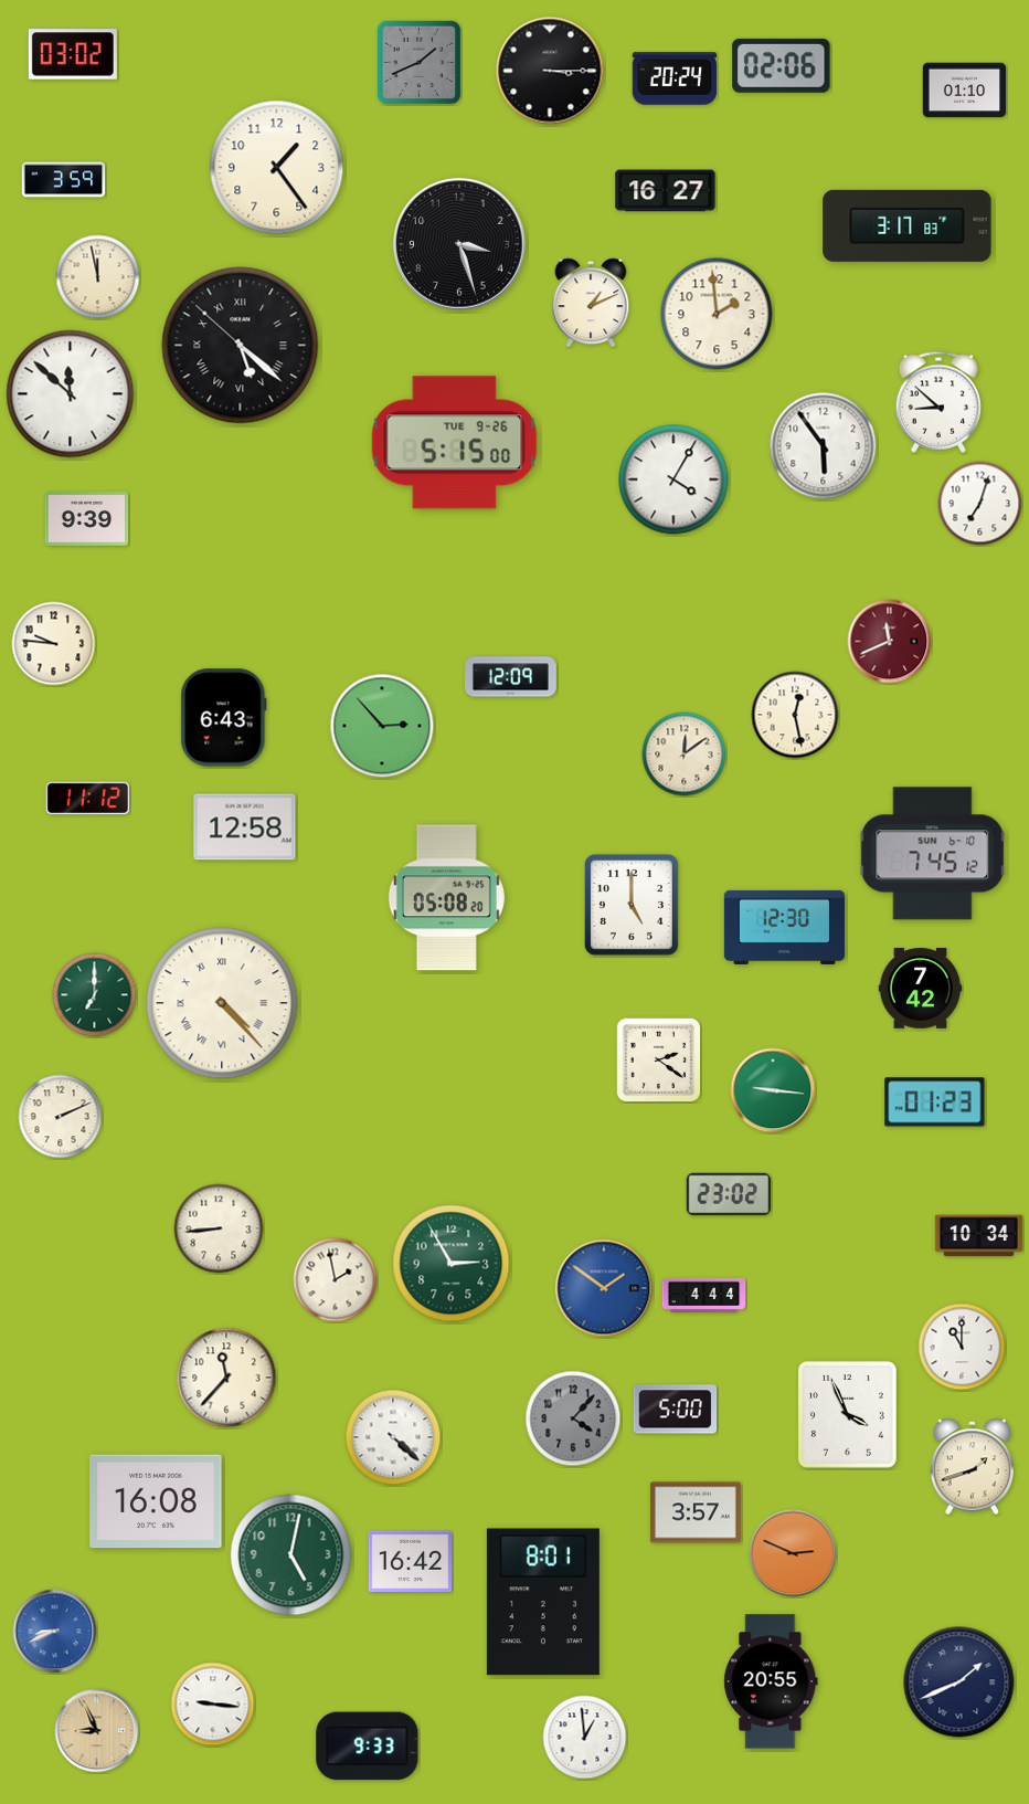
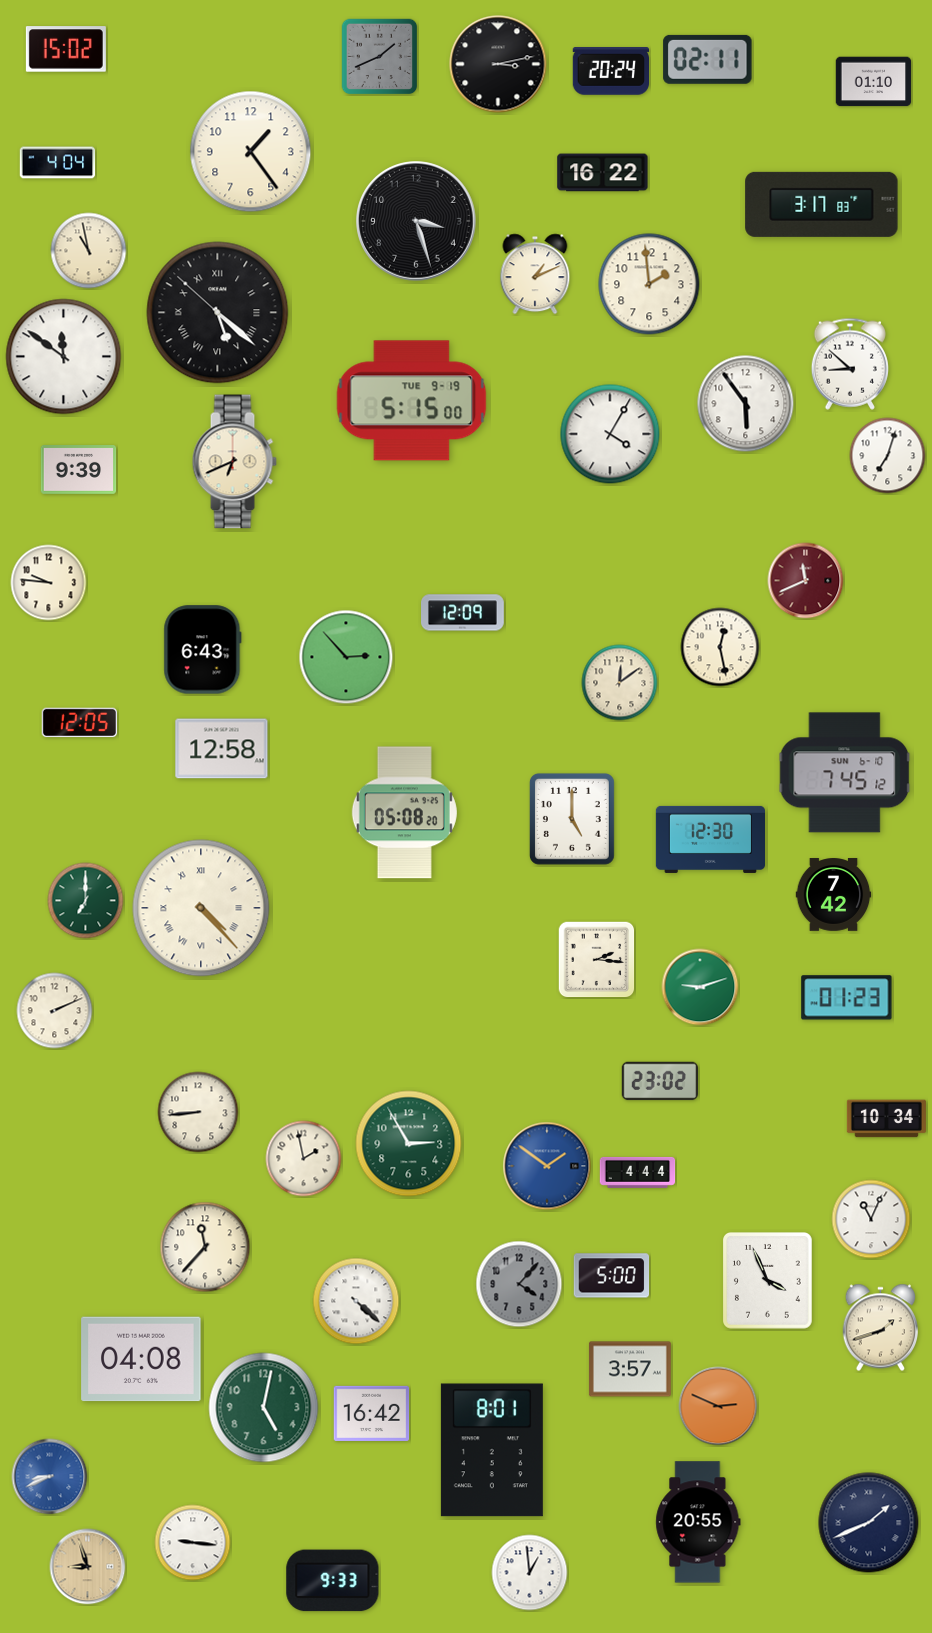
clock at (73, 54): 03:02 -> 15:02
clock at (782, 65): 02:06 -> 02:11
clock at (550, 71): 3:15 -> 3:13
clock at (64, 180): 3:59 -> 4:04
clock at (666, 191): 16:27 -> 16:22
clock at (98, 277): 11:58 -> 10:58
clock at (71, 394): 11:52 -> 11:51
clock at (455, 443) date: TUE 9-26 -> TUE 9-19
clock at (234, 462): none -> 6:41
clock at (88, 799): 11:12 -> 12:05
clock at (658, 1059): 2:21 -> 2:16
clock at (773, 1090): 9:16 -> 9:12
clock at (962, 1347): 11:00 -> 11:04
clock at (156, 1501): 16:08 -> 04:08
clock at (97, 1731): 8:56 -> 8:57
